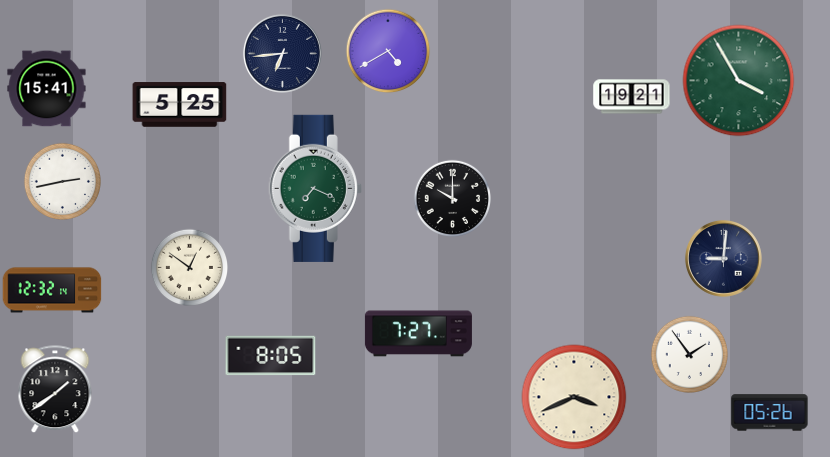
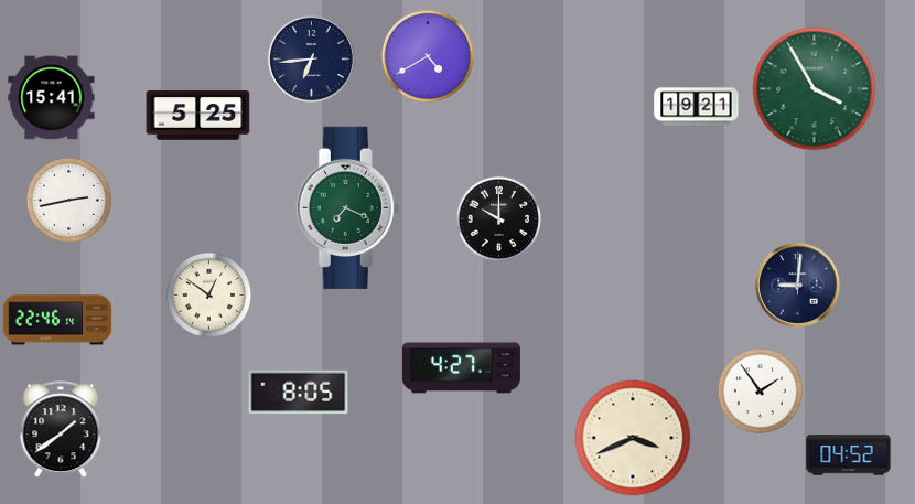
clock at (52, 290): 12:32 -> 22:46
clock at (418, 334): 7:27 -> 4:27
clock at (770, 413): 05:26 -> 04:52
